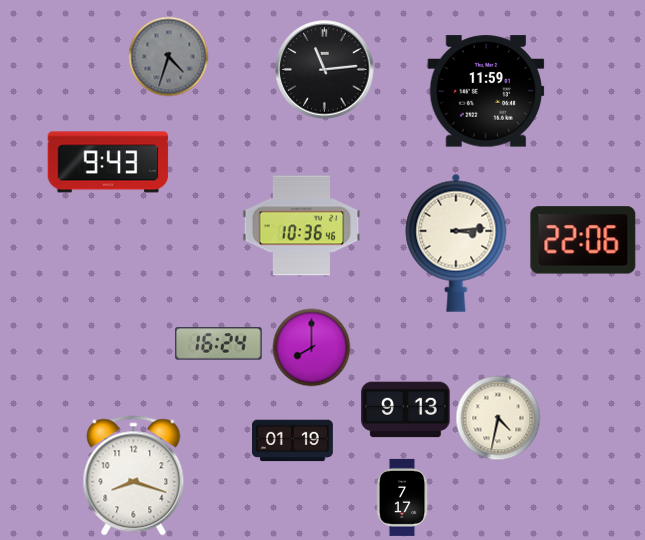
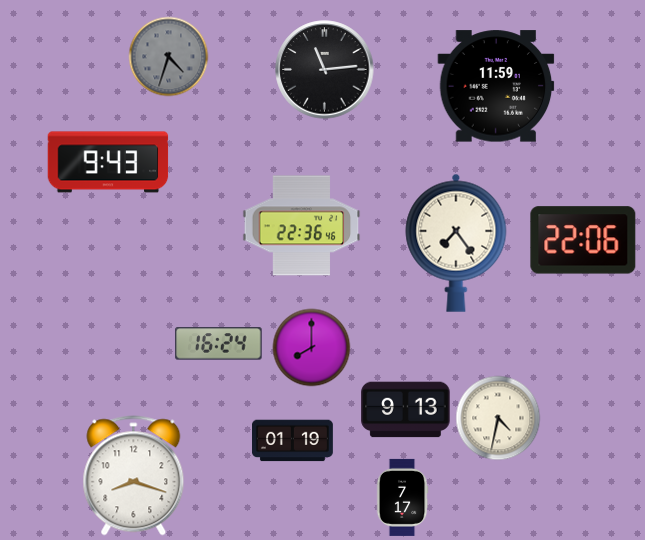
clock at (486, 91) position: (486, 91) -> (496, 86)
clock at (302, 226): 10:36 -> 22:36
clock at (456, 243): 3:14 -> 7:24
